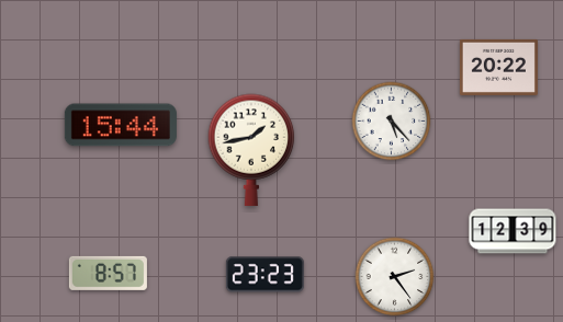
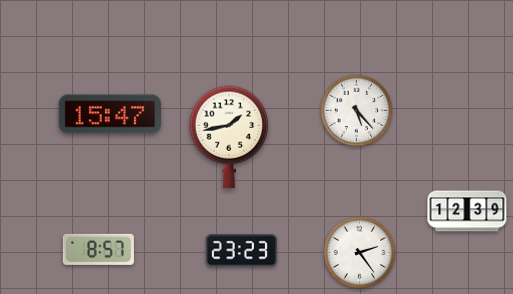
clock at (498, 67): 20:22 -> none
clock at (121, 125): 15:44 -> 15:47
